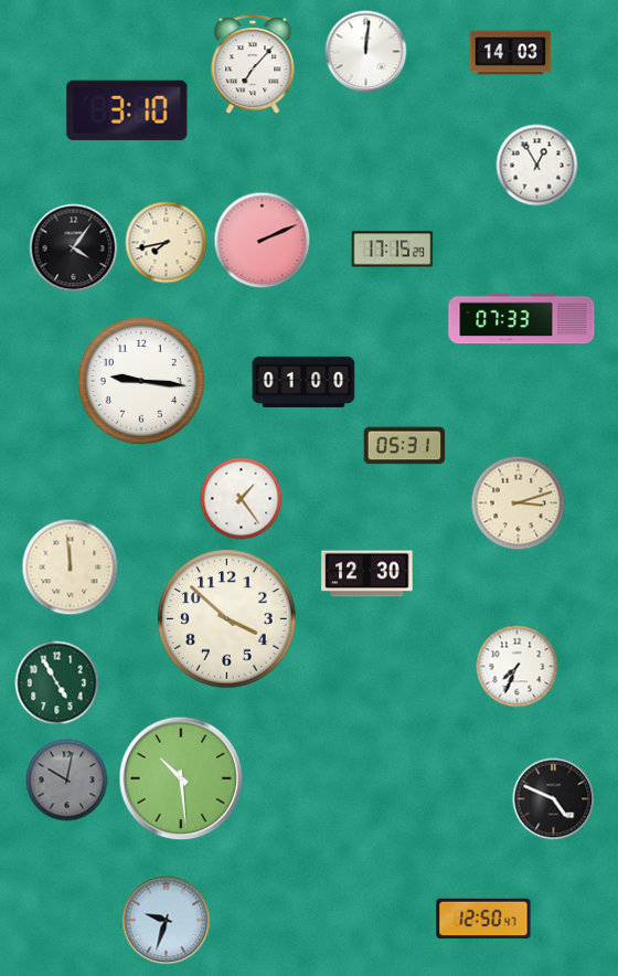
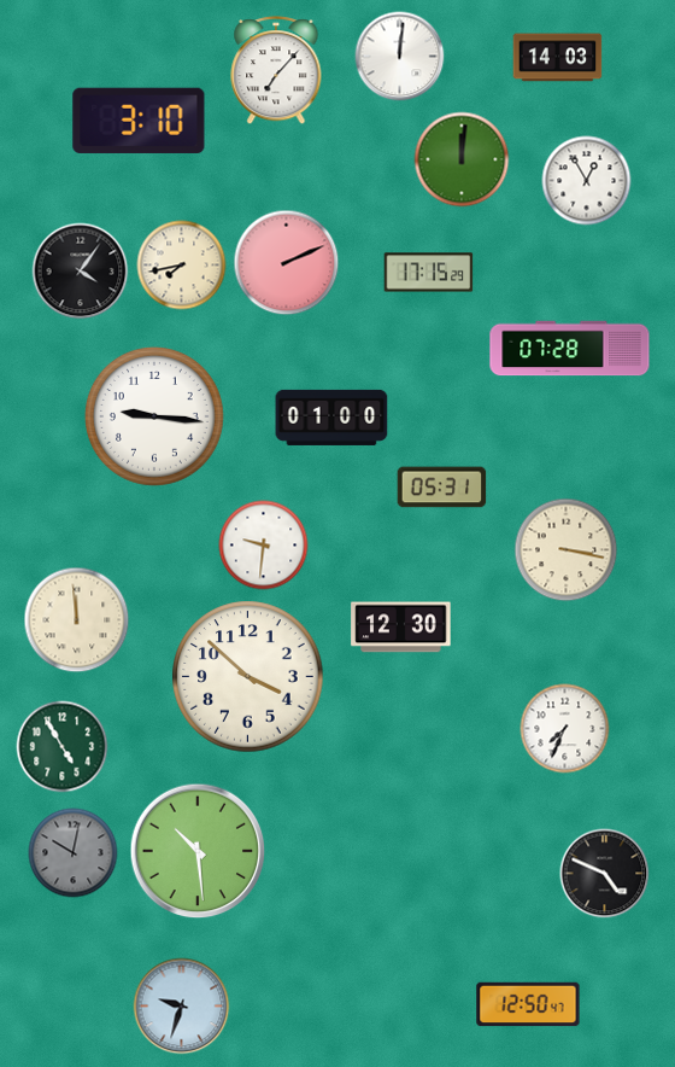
clock at (462, 159): none -> 12:01
clock at (522, 319): 07:33 -> 07:28
clock at (242, 499): 1:24 -> 9:31
clock at (519, 503): 3:12 -> 3:17
